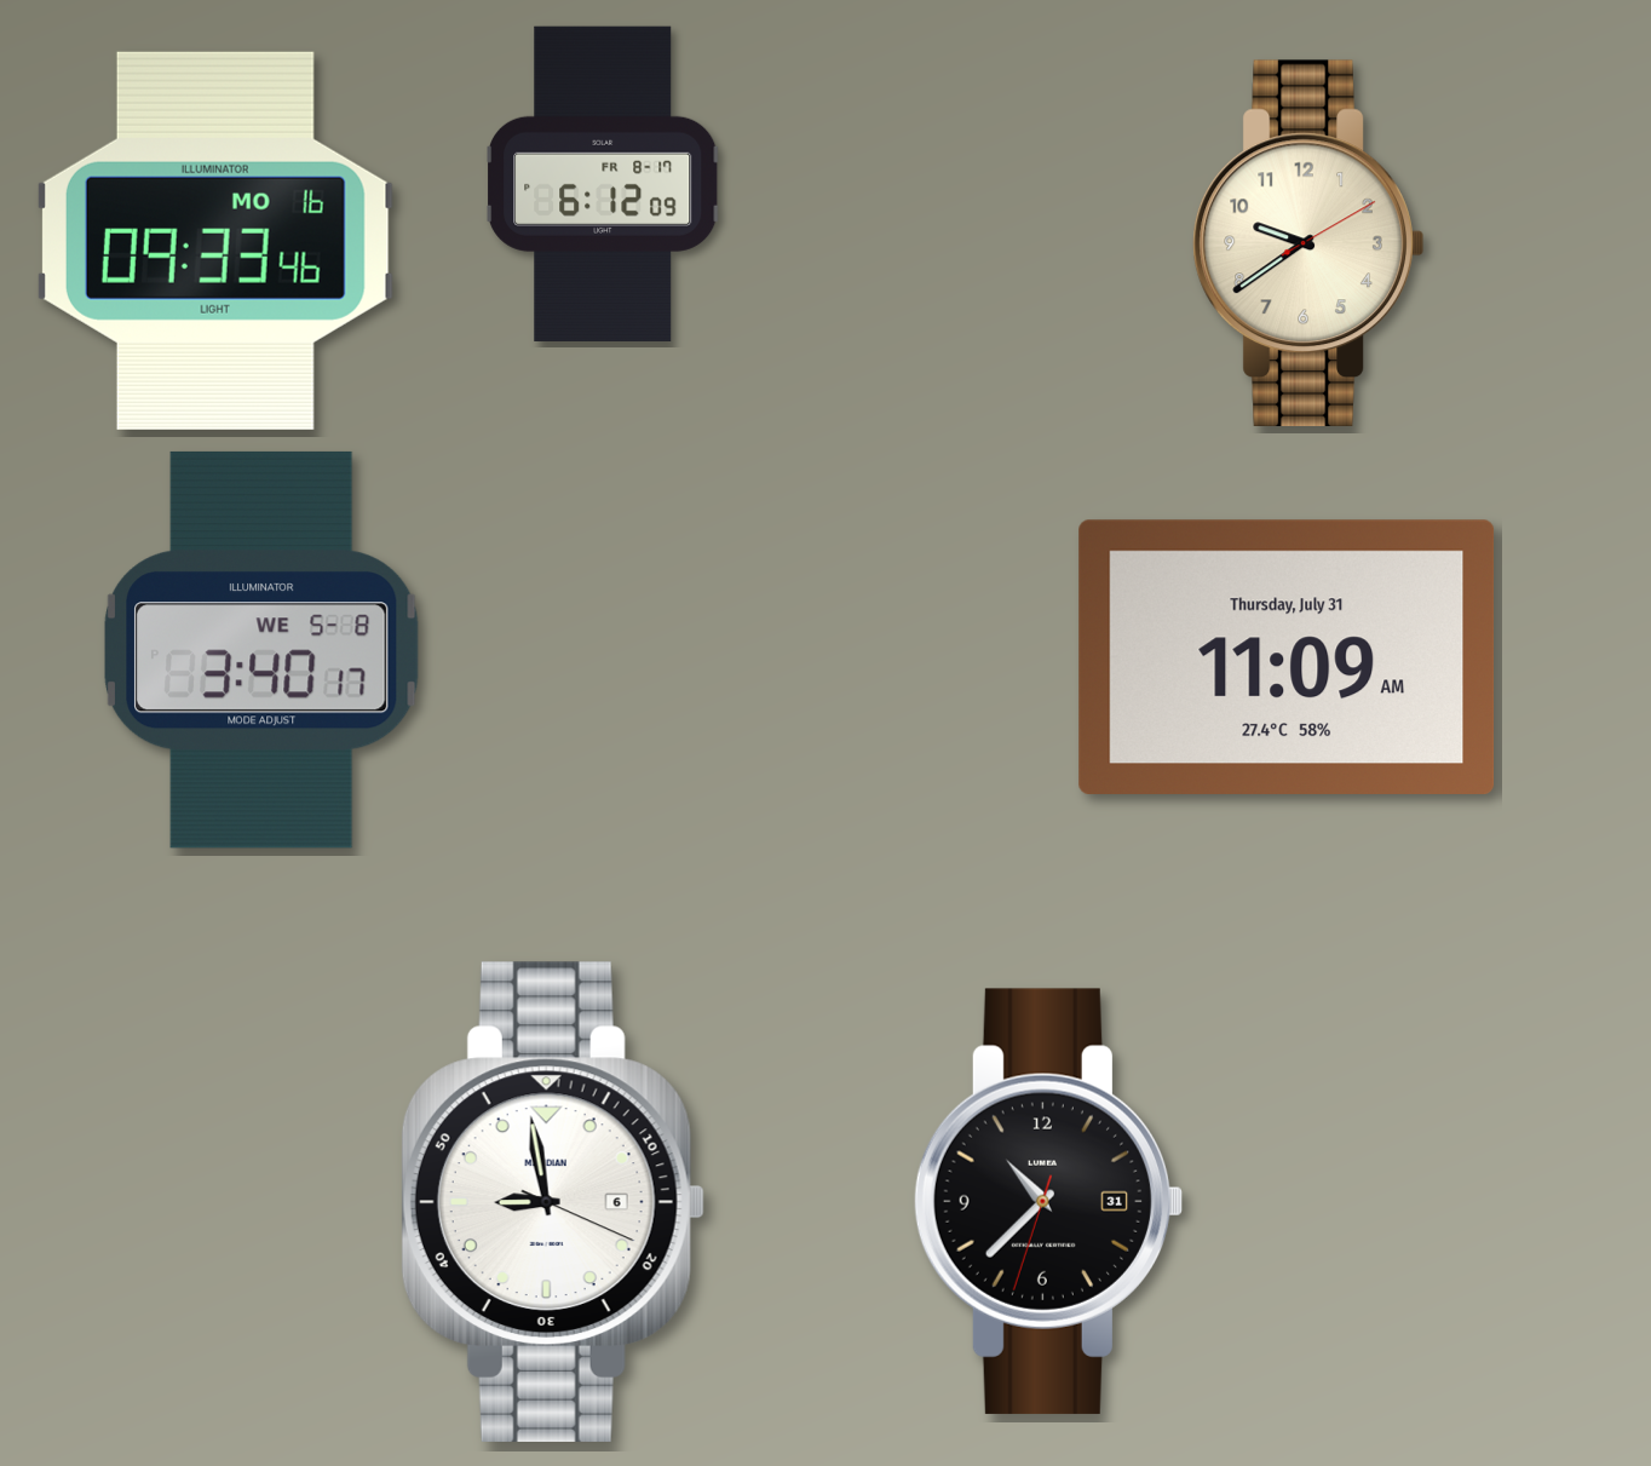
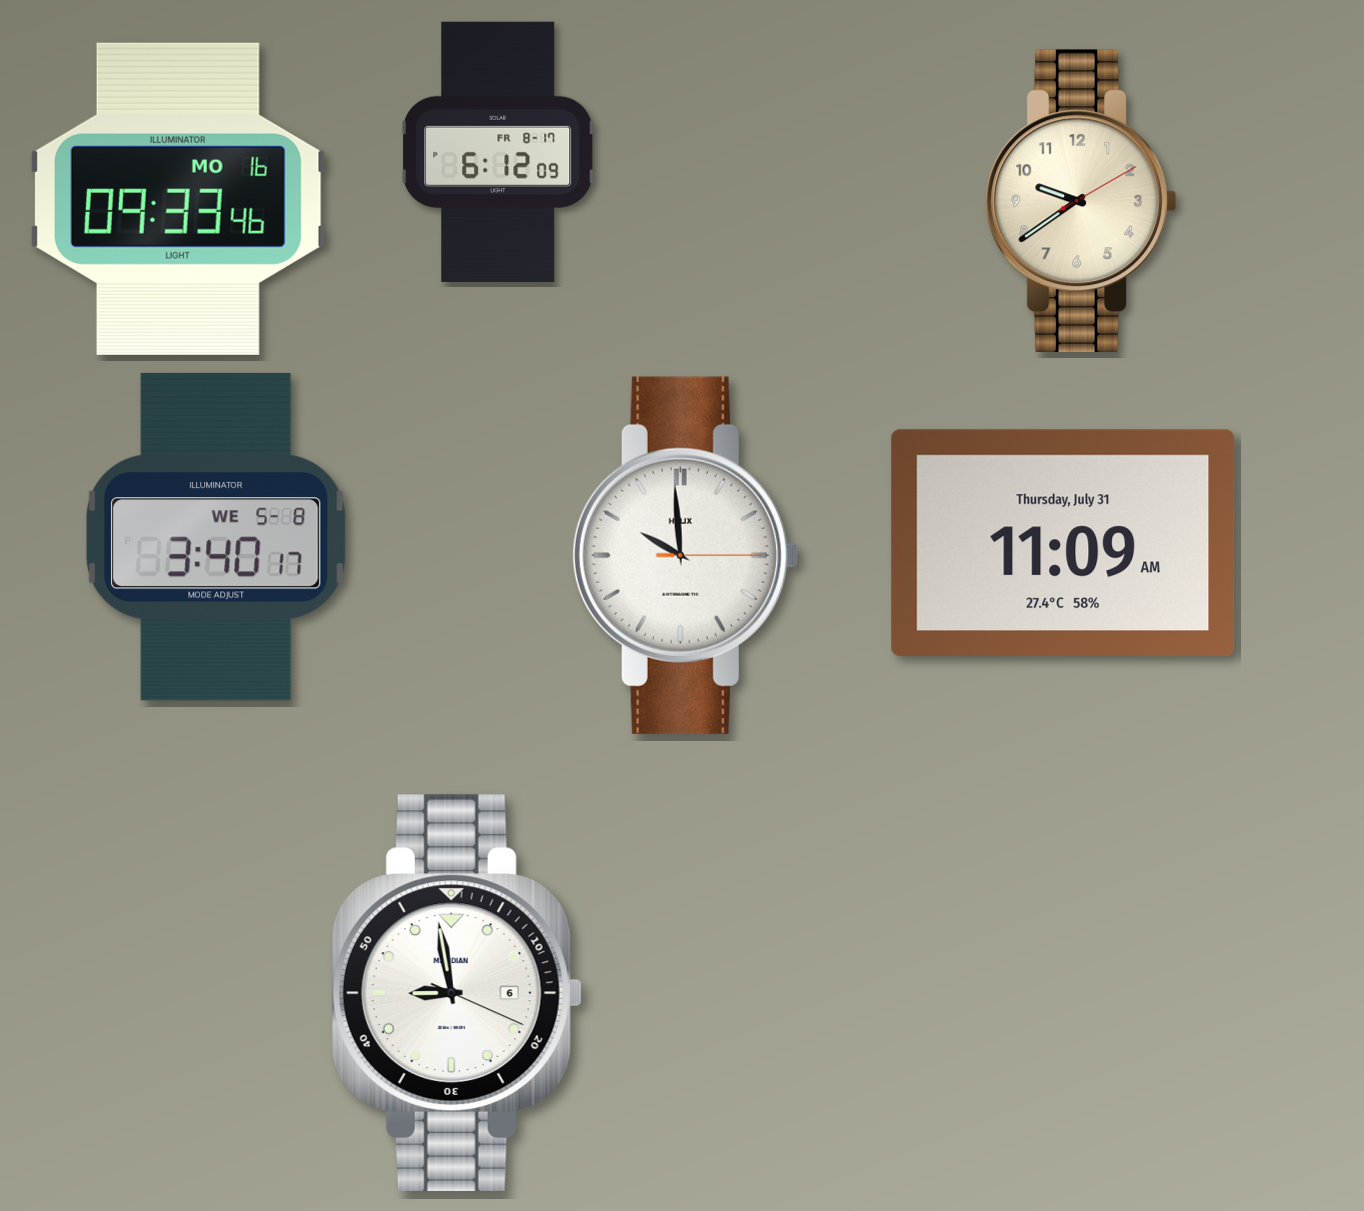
clock at (685, 555): none -> 9:59
clock at (1047, 1201): 10:37 -> none
